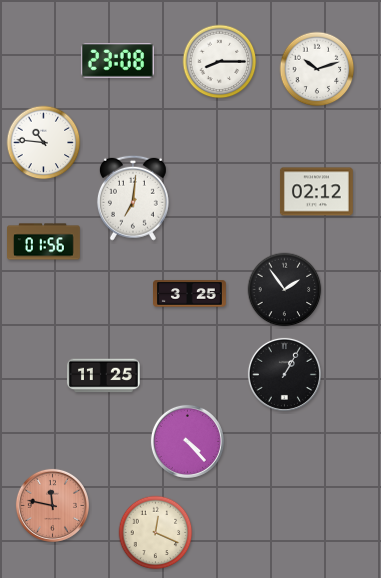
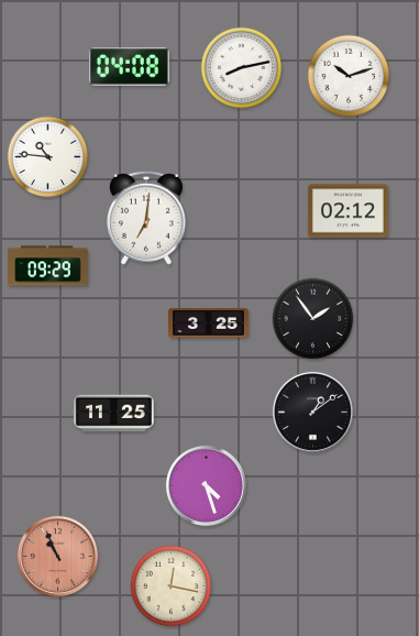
clock at (117, 61): 23:08 -> 04:08
clock at (220, 62): 8:15 -> 8:13
clock at (44, 242): 01:56 -> 09:29
clock at (284, 374): 1:05 -> 1:09
clock at (187, 441): 4:23 -> 4:27
clock at (52, 505): 11:47 -> 10:56
clock at (156, 533): 12:19 -> 12:17
